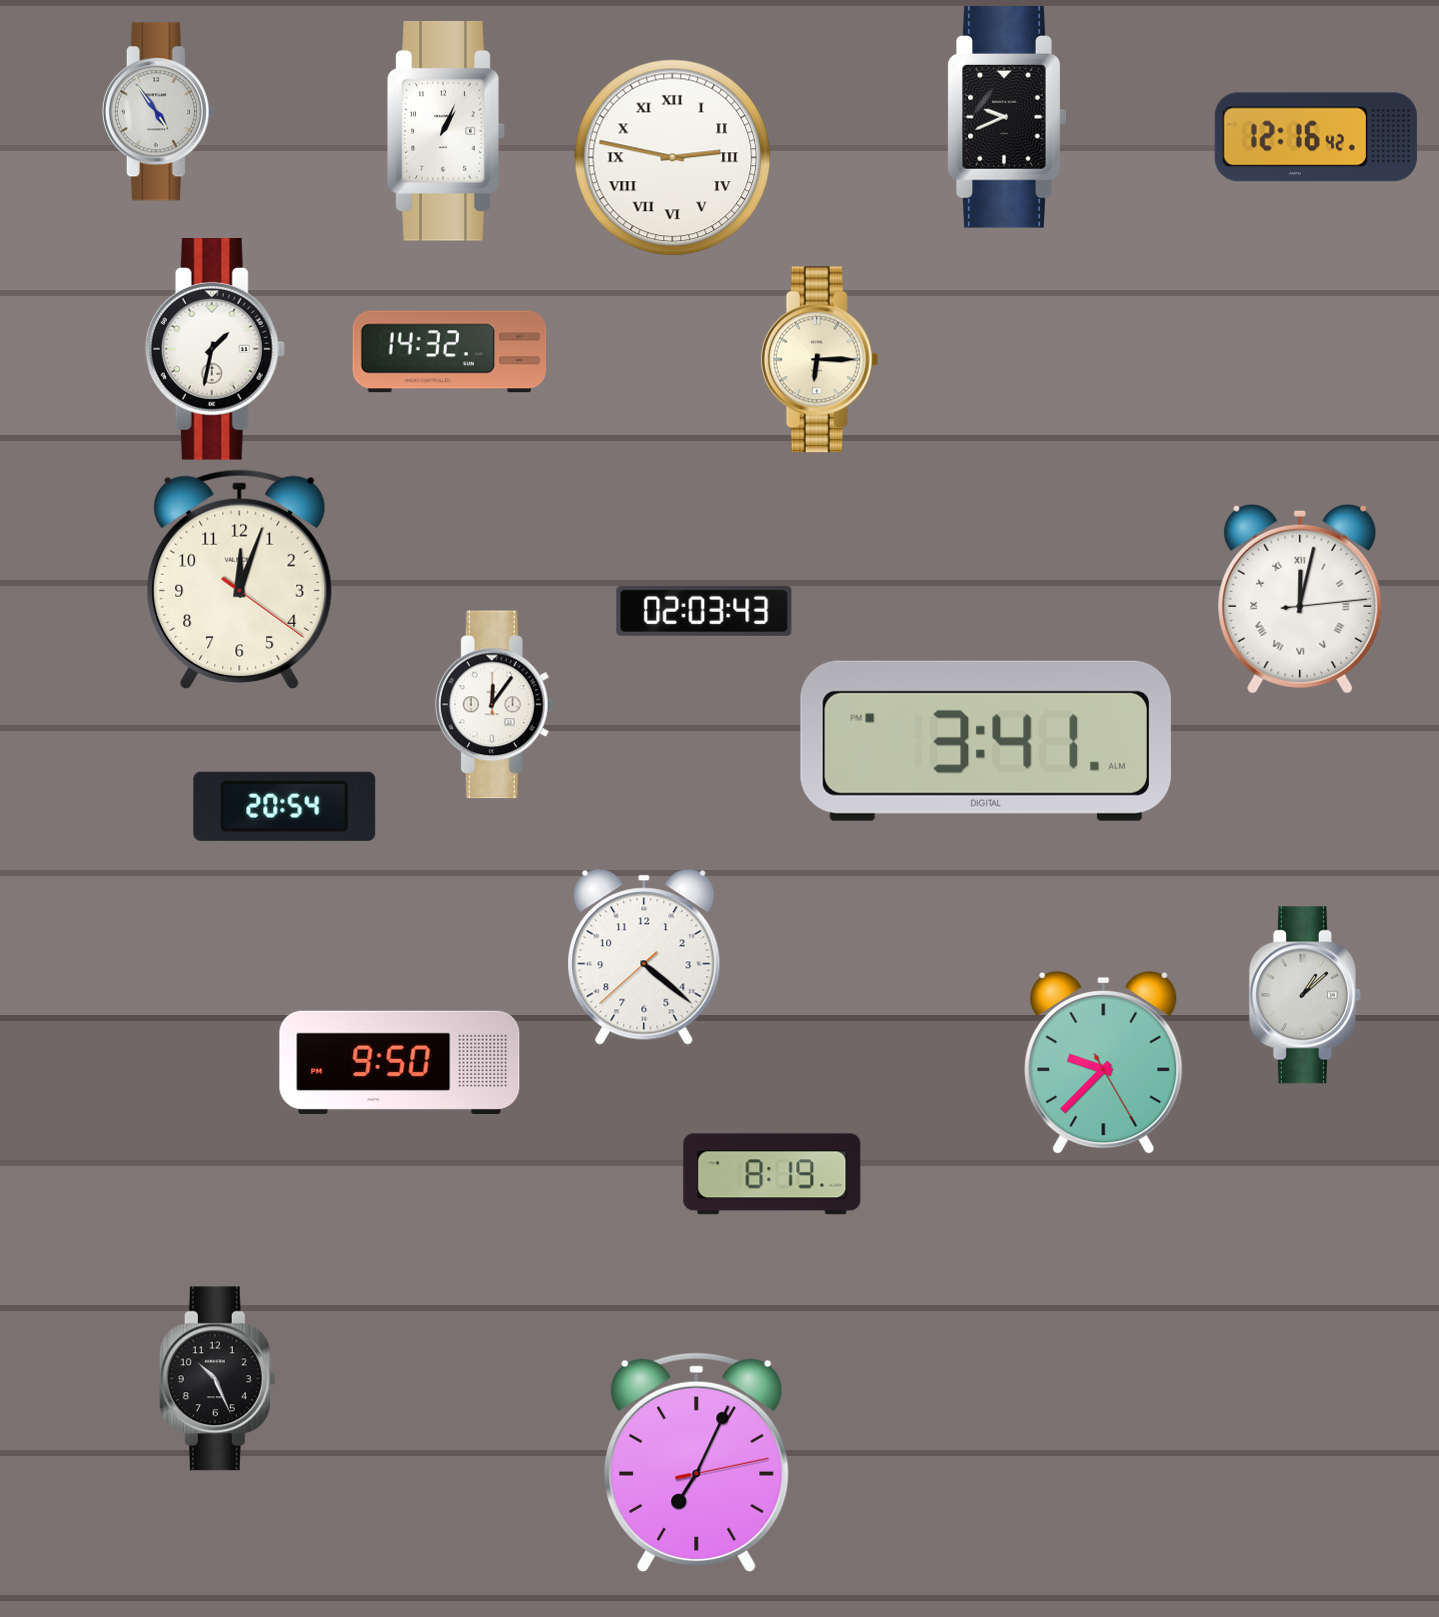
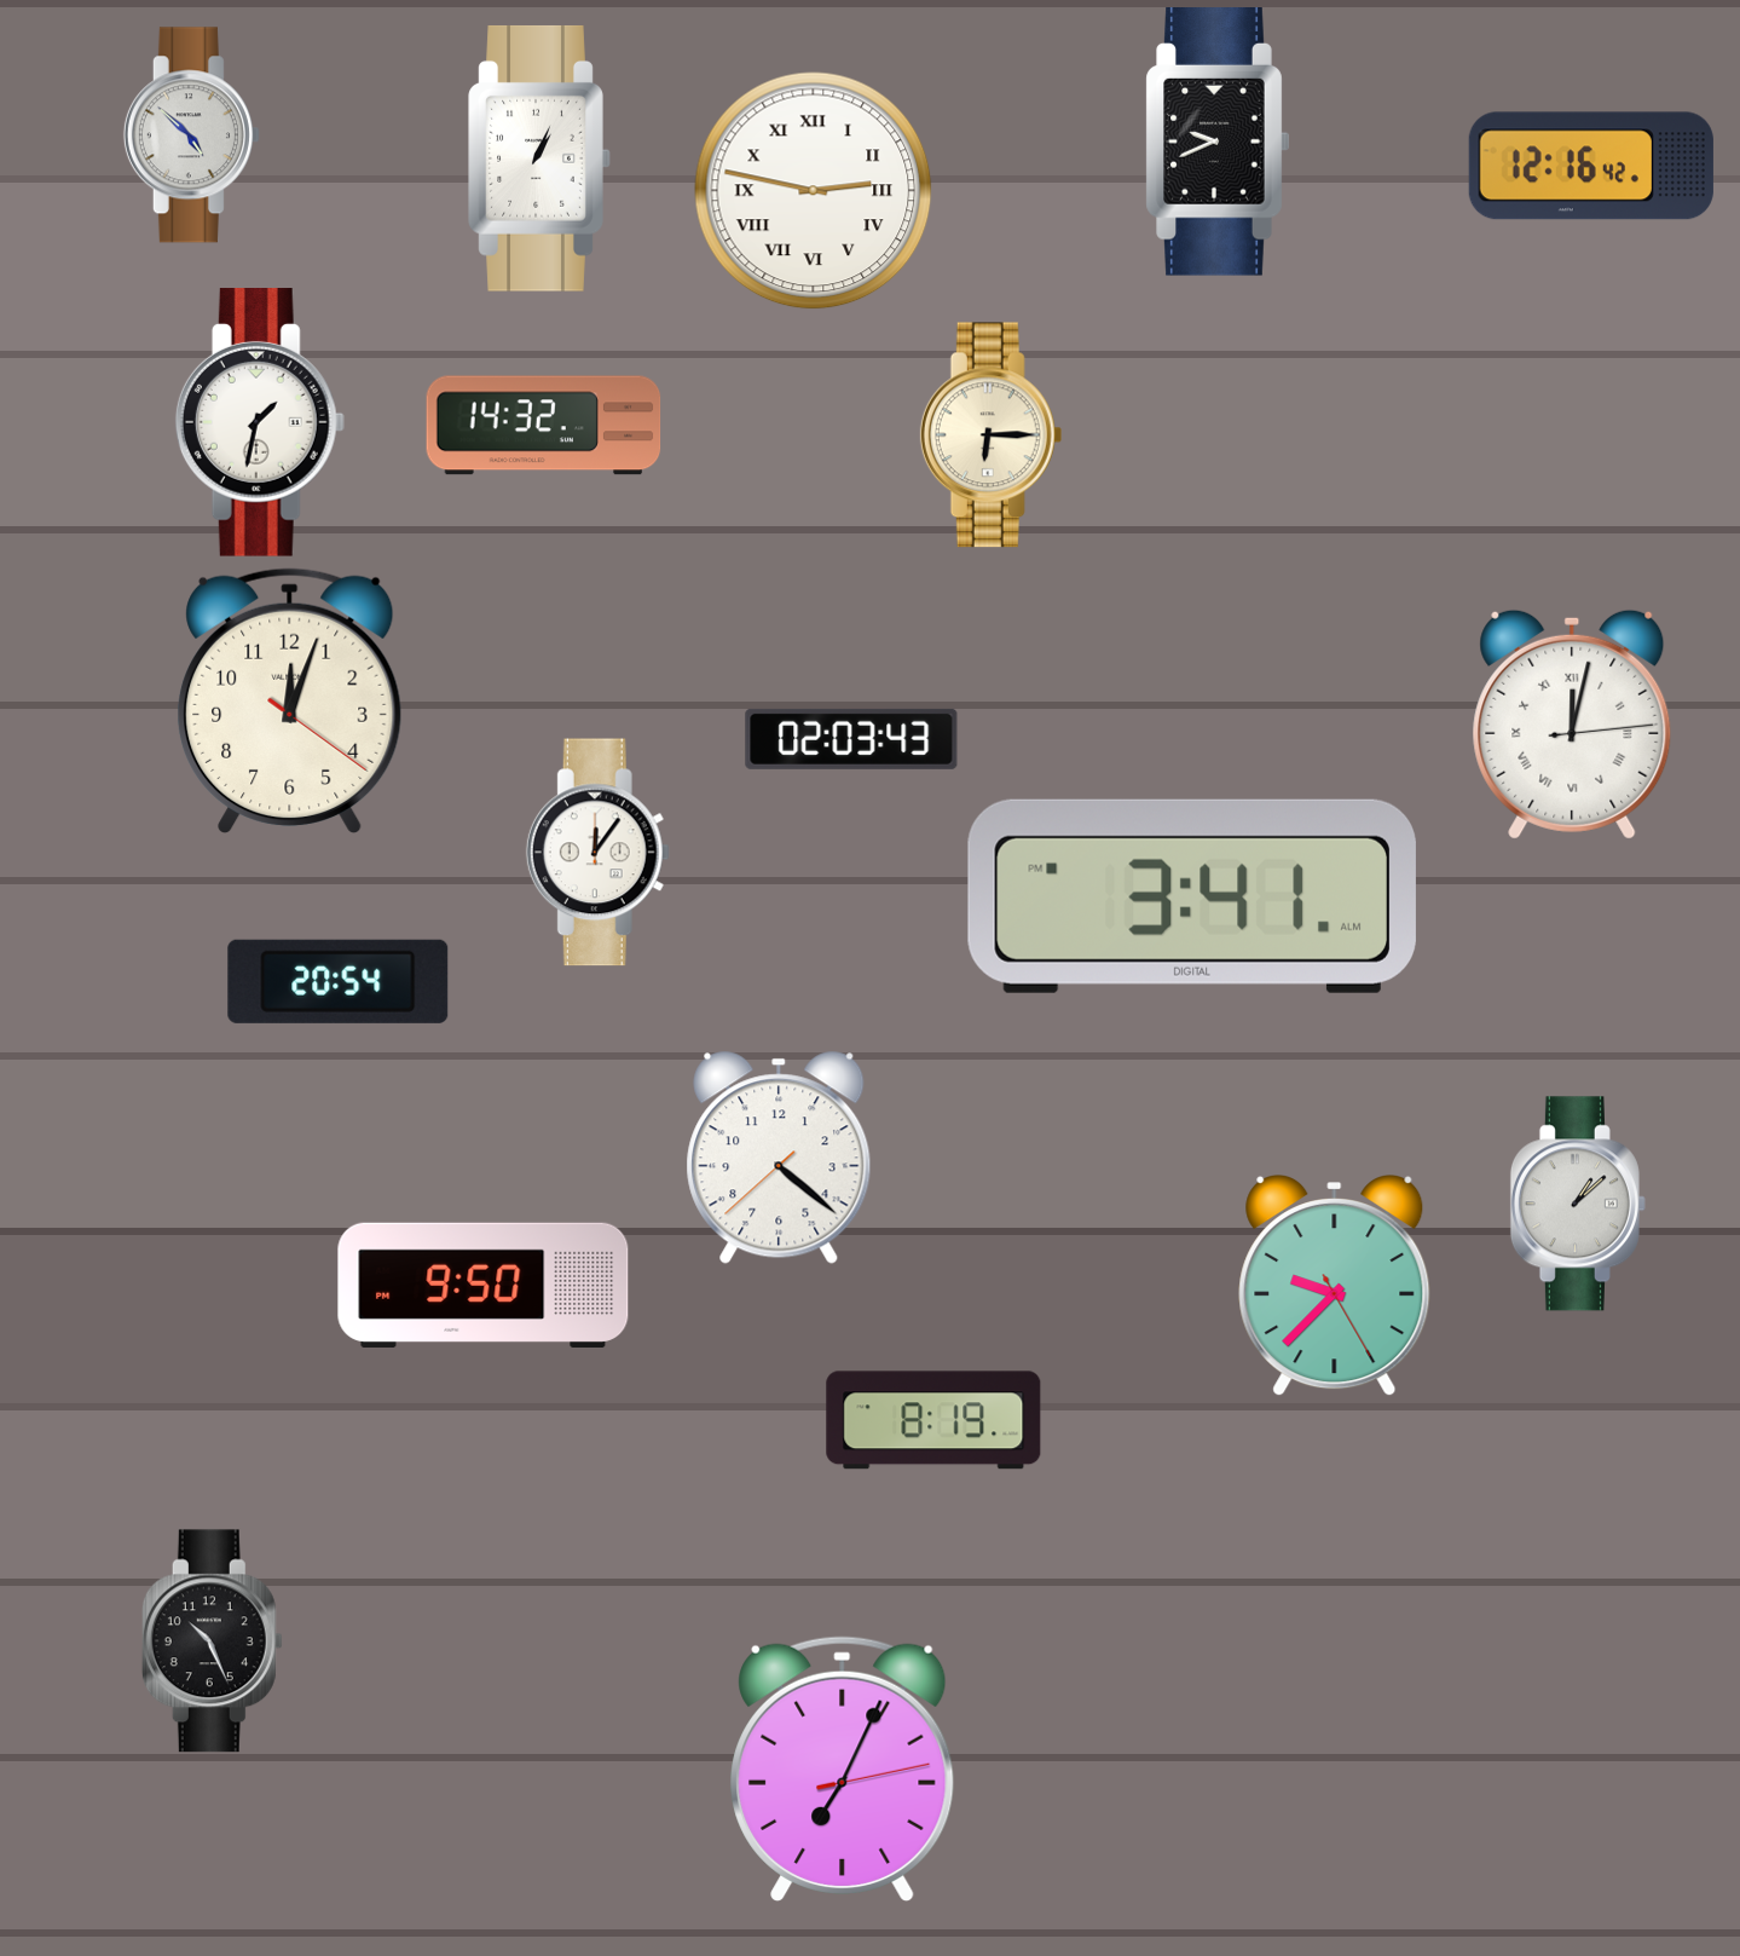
clock at (158, 112): 4:54 -> 4:52
clock at (285, 806) position: (285, 806) -> (339, 981)
clock at (217, 1379) position: (217, 1379) -> (212, 1641)
